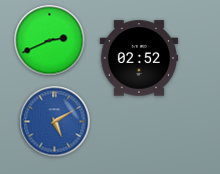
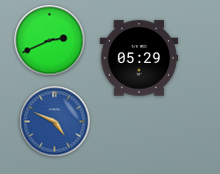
clock at (139, 58): 02:52 -> 05:29
clock at (55, 122): 5:10 -> 4:49
